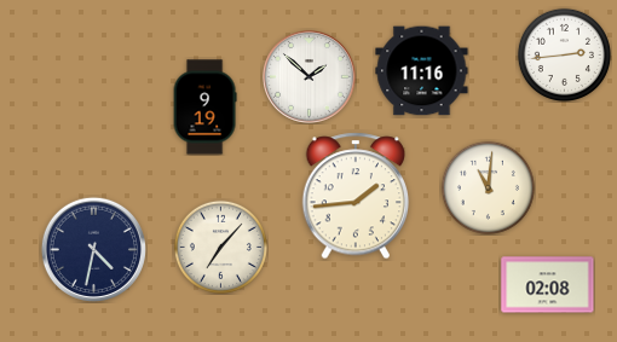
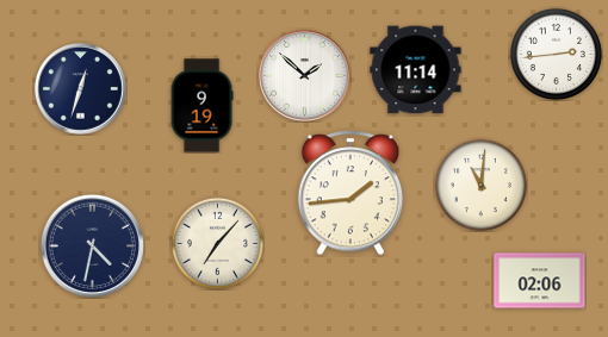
clock at (422, 71): 11:16 -> 11:14
clock at (81, 89): none -> 12:33
clock at (548, 285): 02:08 -> 02:06
